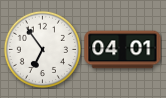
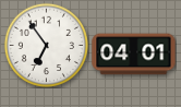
clock at (42, 49) position: (42, 49) -> (46, 45)
